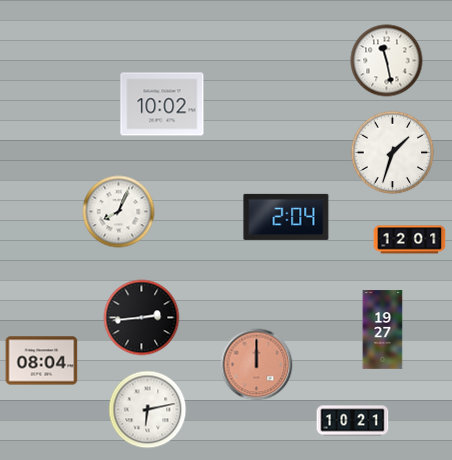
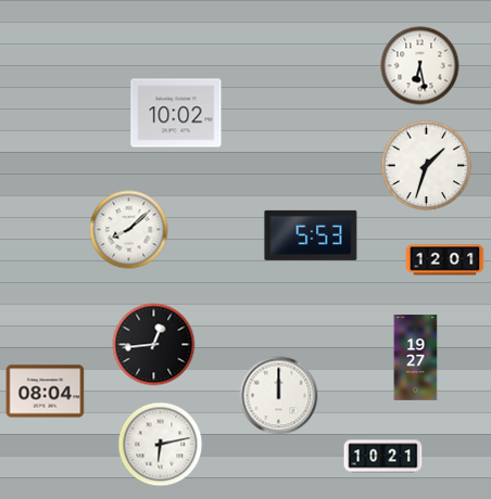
clock at (387, 61): 11:28 -> 6:28
clock at (119, 212): 8:04 -> 8:08
clock at (286, 217): 2:04 -> 5:53
clock at (142, 318): 2:44 -> 12:44
clock at (257, 365) dial: salmon -> white
